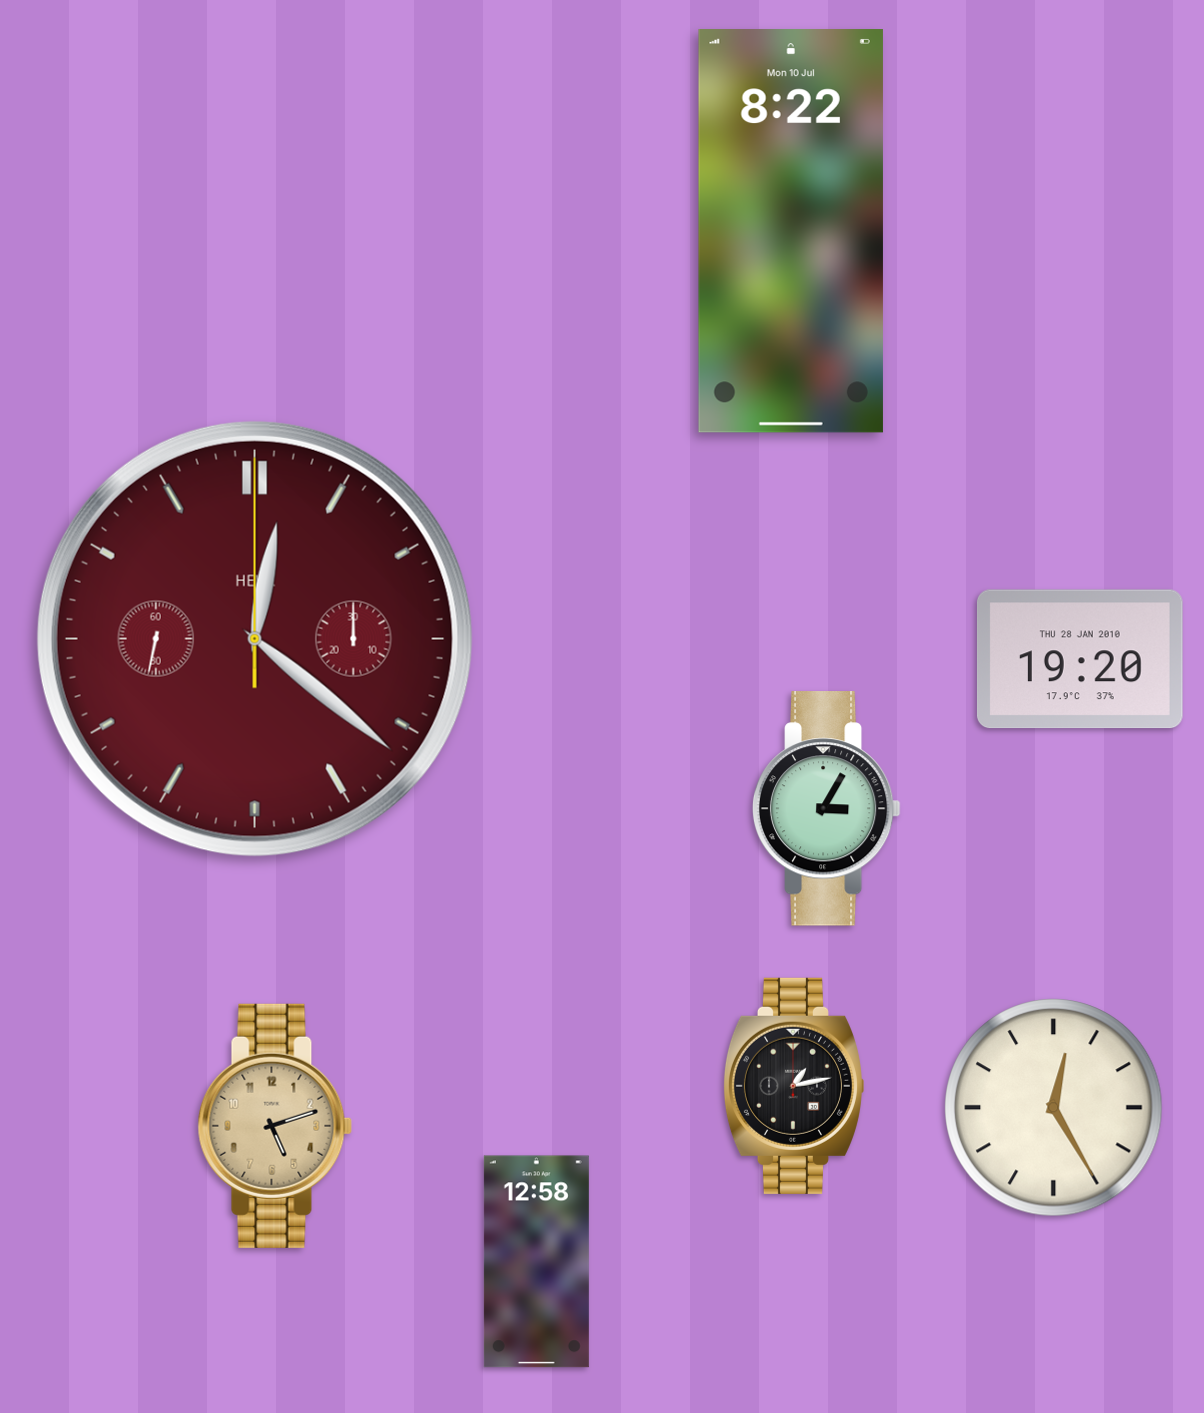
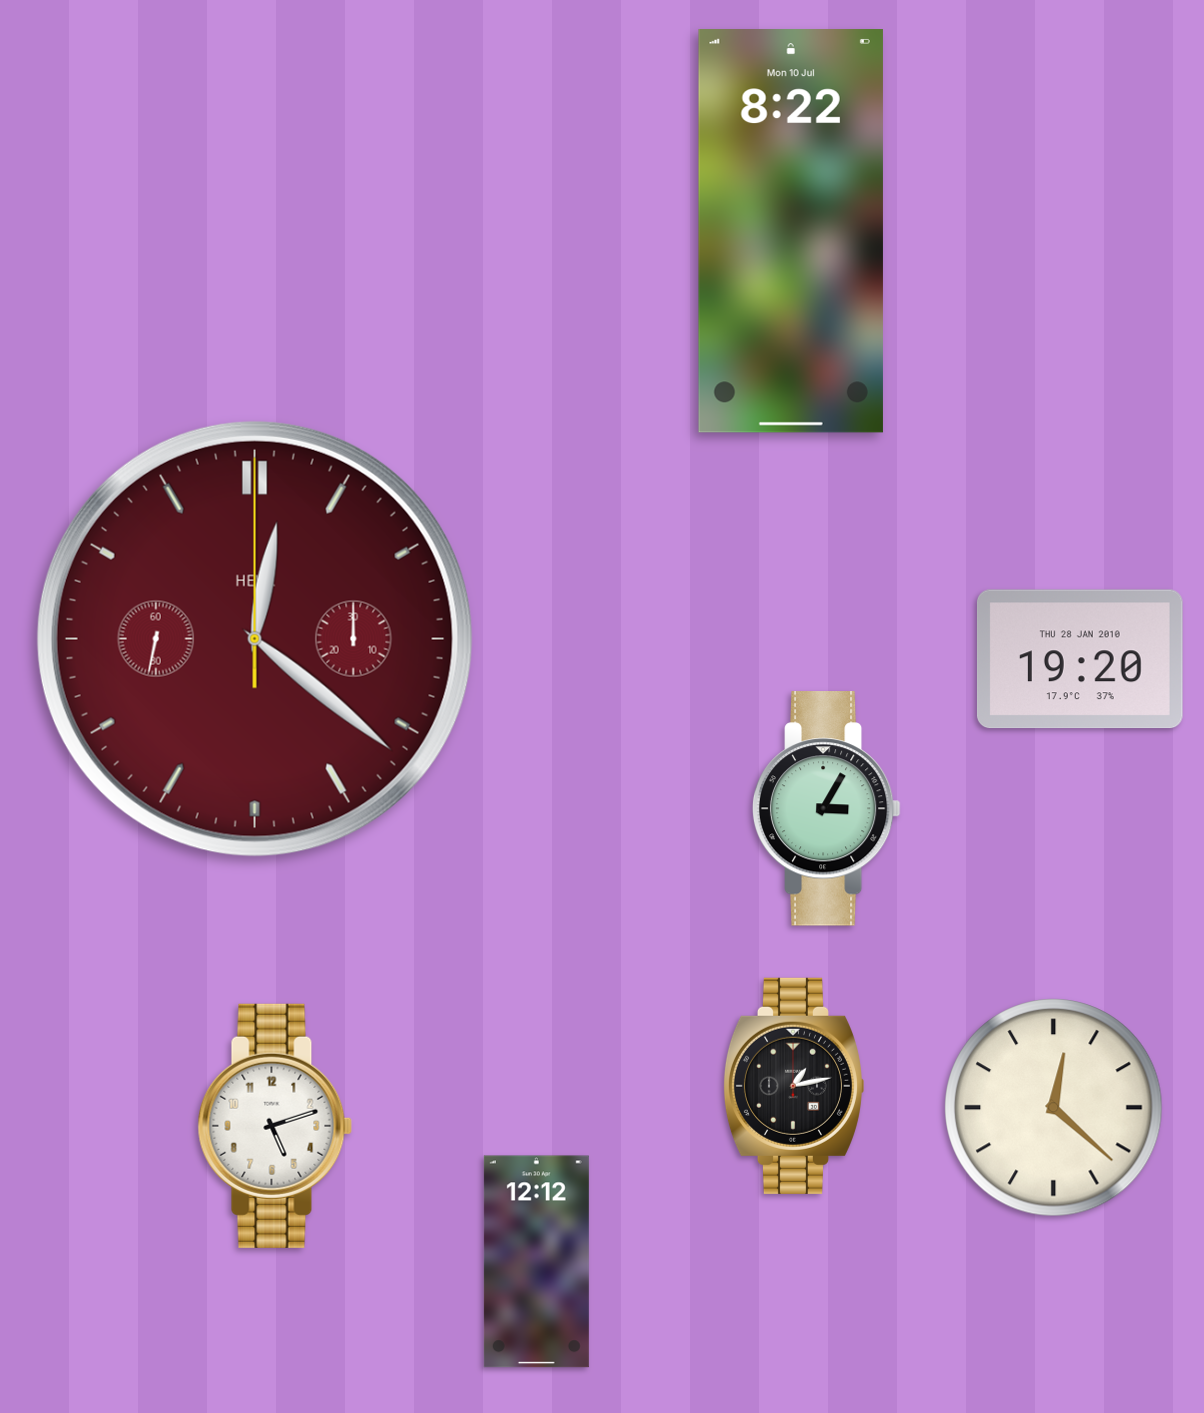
clock at (1054, 1108): 12:25 -> 12:22
clock at (275, 1126) dial: champagne -> white
clock at (536, 1262): 12:58 -> 12:12
